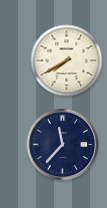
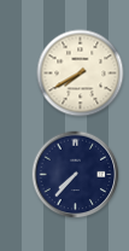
clock at (63, 145): 11:37 -> 7:37
